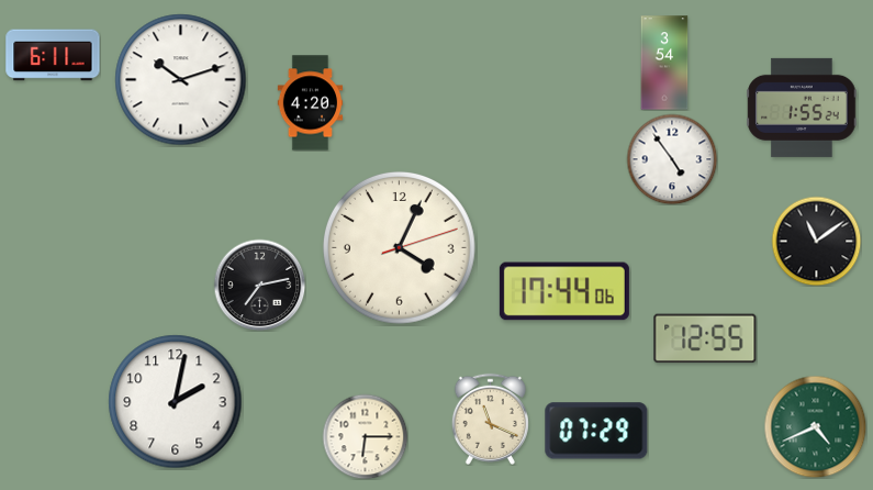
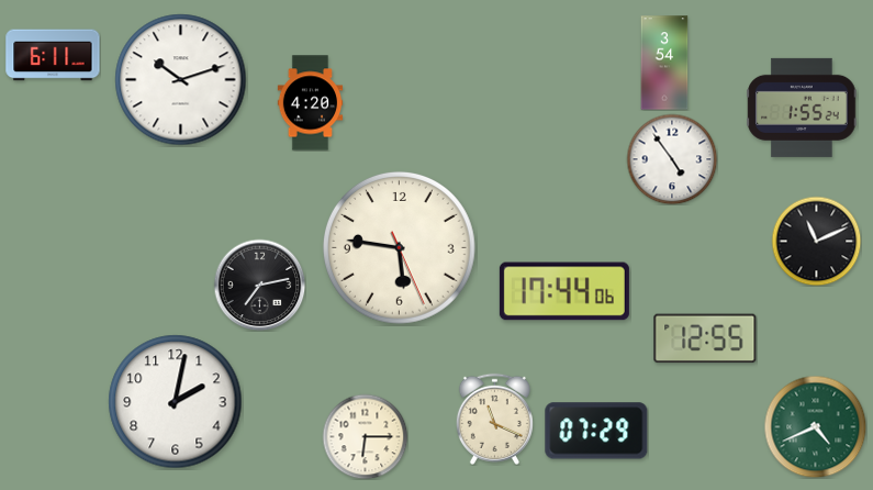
clock at (816, 241): 11:09 -> 11:11
clock at (399, 247): 4:04 -> 5:46
clock at (490, 419) position: (490, 419) -> (494, 419)
